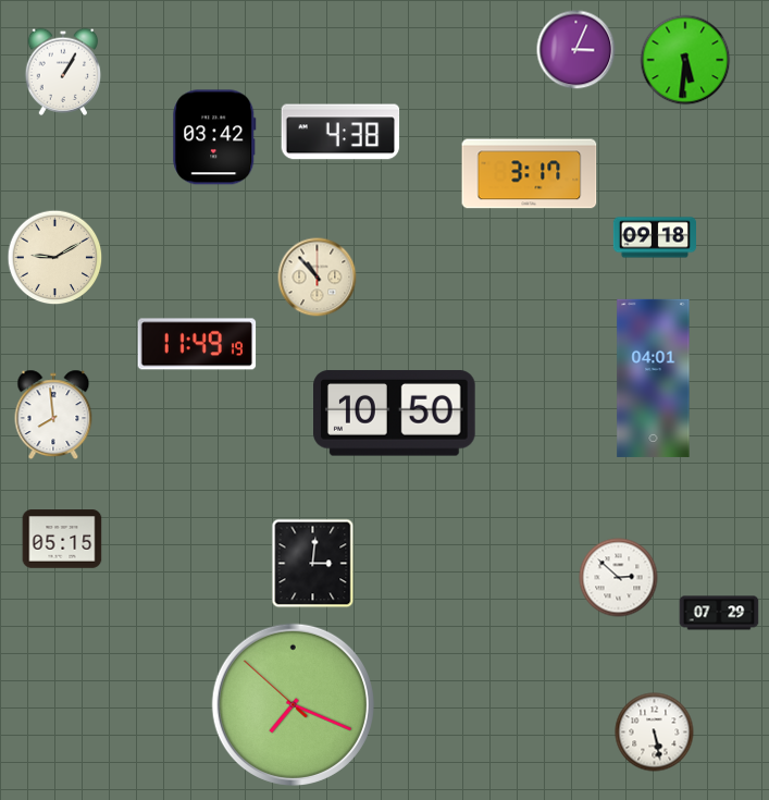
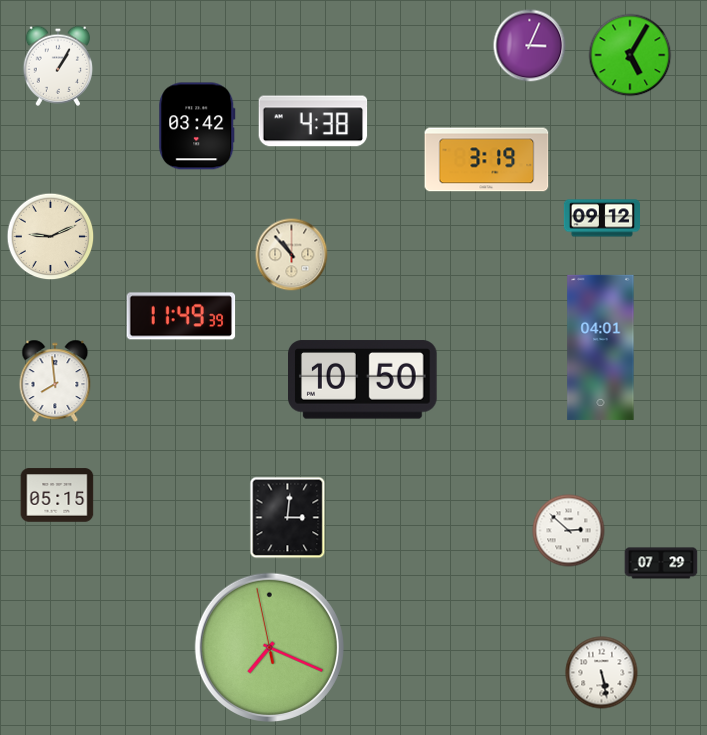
clock at (685, 60): 5:31 -> 5:05
clock at (530, 174): 3:17 -> 3:19
clock at (654, 237): 09:18 -> 09:12
clock at (55, 258): 9:10 -> 9:11
clock at (197, 344): 11:49:19 -> 11:49:39
clock at (53, 415) position: (53, 415) -> (55, 381)
clock at (293, 704): 7:18:52 -> 7:18:58
